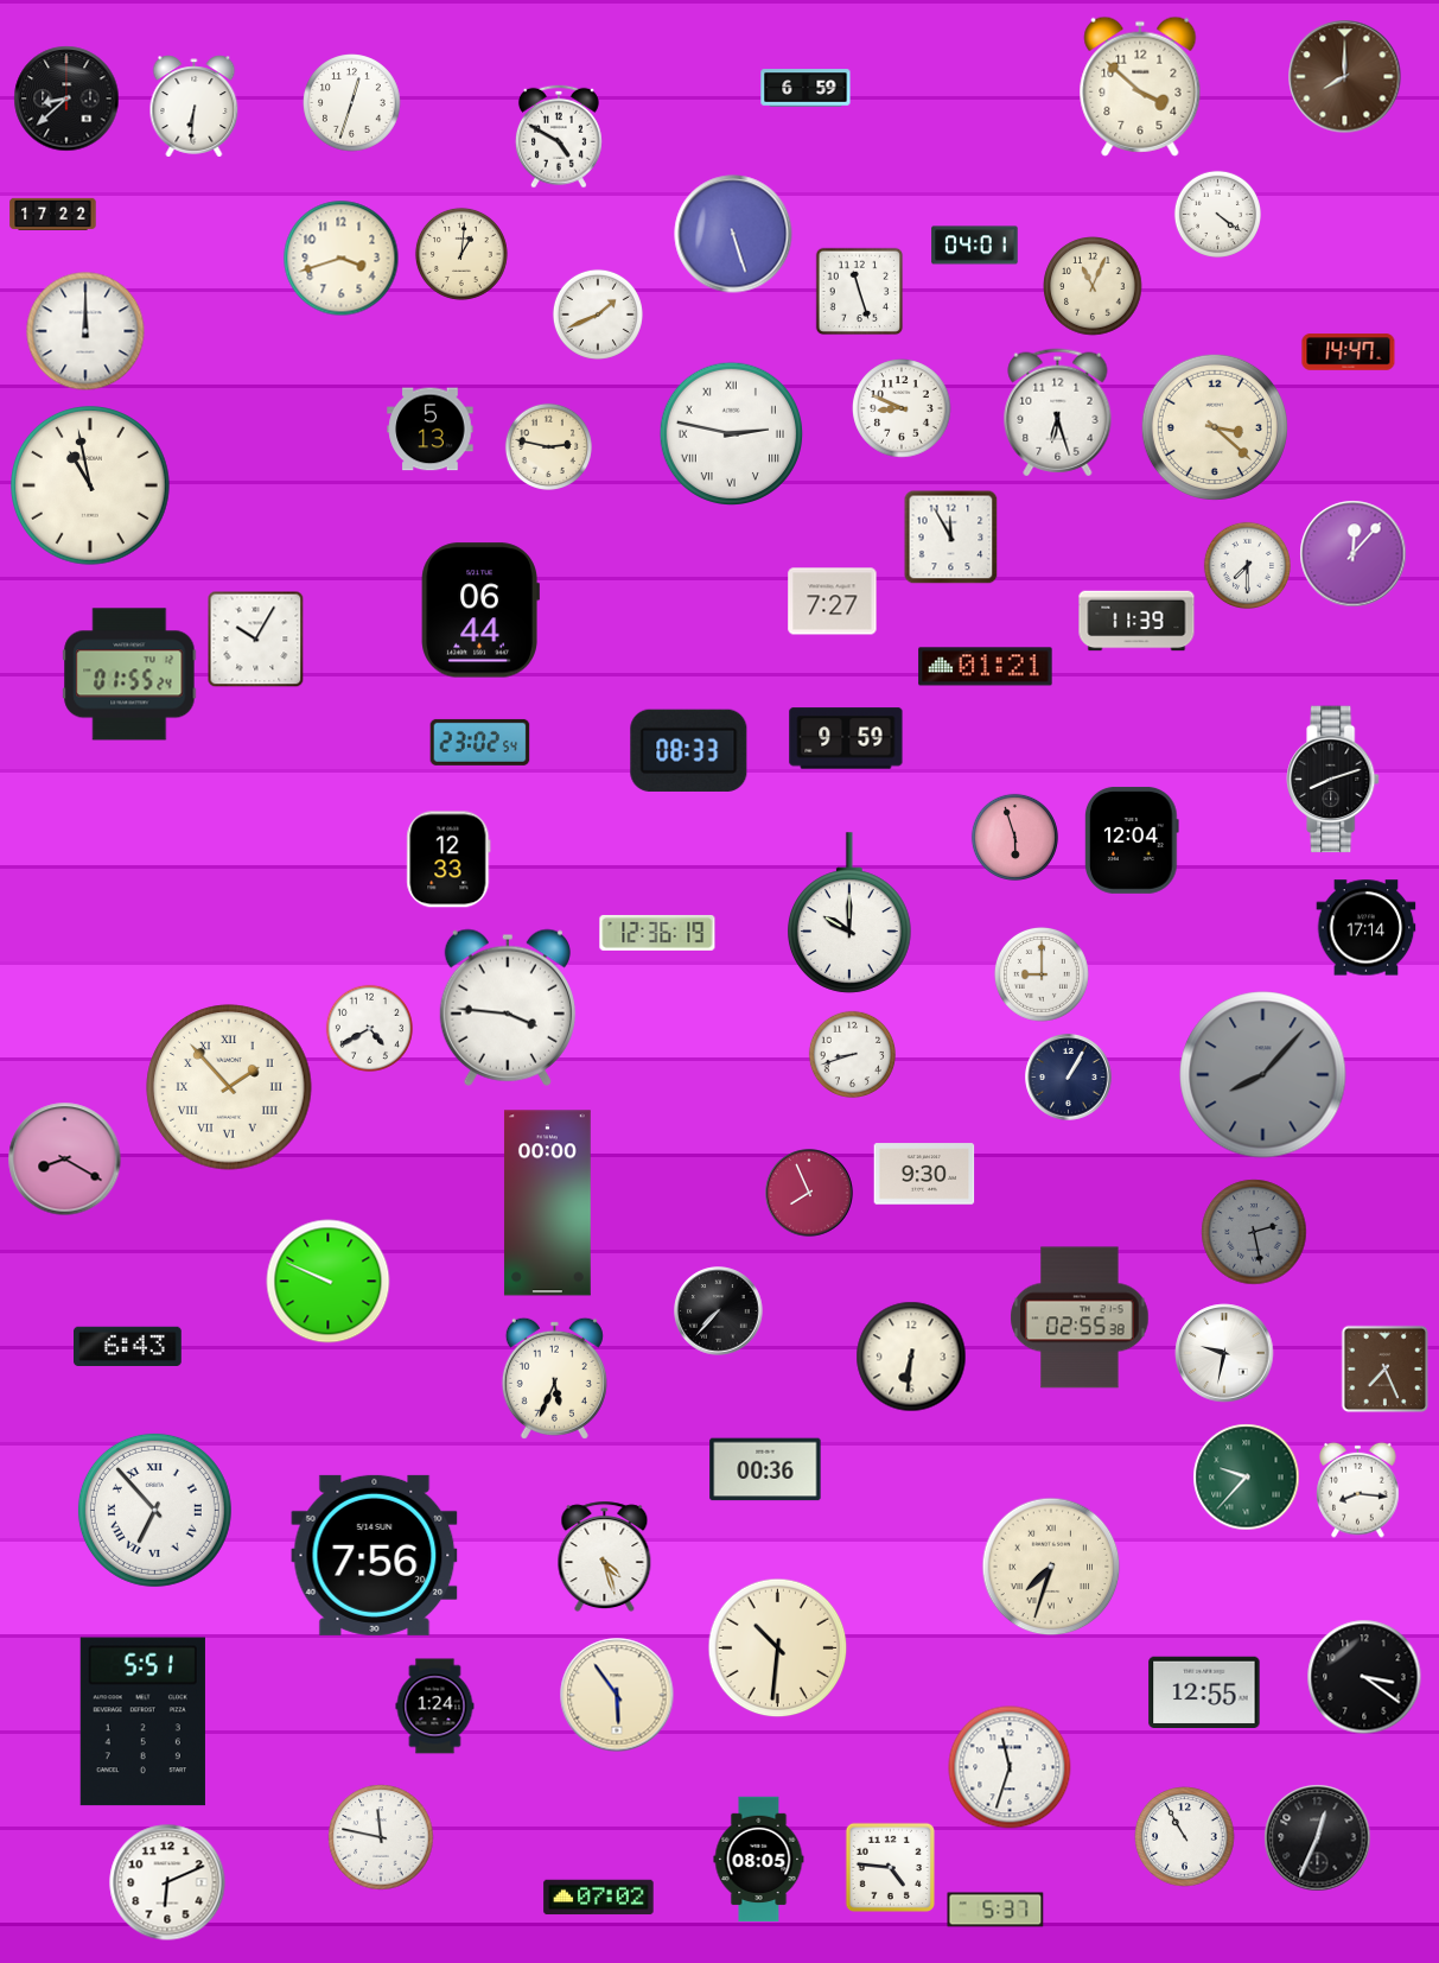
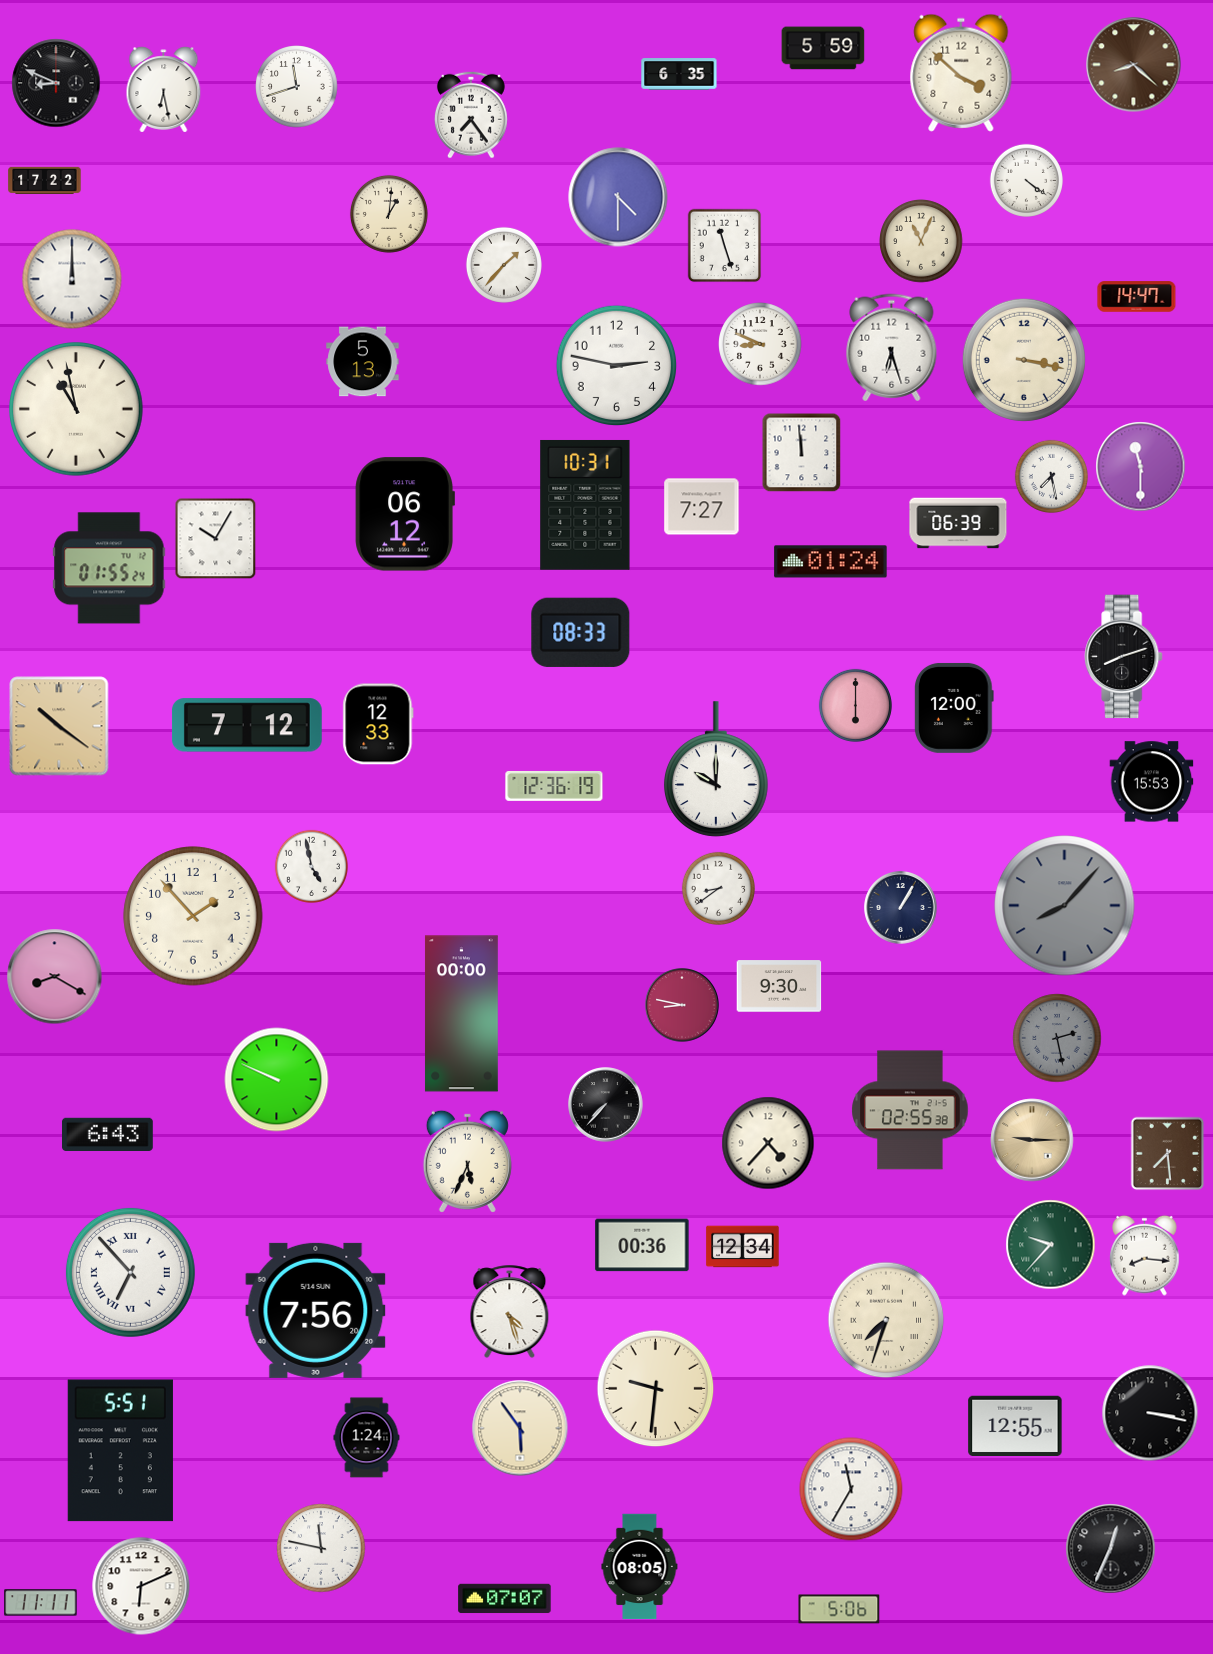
clock at (823, 48): none -> 5:59
clock at (1345, 77): 8:00 -> 8:22
clock at (806, 88): 6:59 -> 6:35
clock at (66, 99): 8:38 -> 8:49
clock at (352, 103): 12:33 -> 11:42
clock at (195, 107): 6:31 -> 6:28
clock at (559, 136): 4:50 -> 7:24
clock at (733, 234): 5:27 -> 4:30
clock at (975, 246): 04:01 -> none
clock at (342, 259): 3:42 -> none
clock at (598, 315): 1:41 -> 1:37
clock at (1215, 427): 3:22 -> 3:17
clock at (731, 433) numerals: Roman -> Arabic
clock at (548, 446): 2:47 -> none
clock at (951, 538): 11:55 -> 11:59
clock at (1354, 554): 12:07 -> 11:30
clock at (1247, 565): 7:30 -> 7:28
clock at (585, 505): none -> 10:31
clock at (480, 610): 06:44 -> 06:12
clock at (1136, 621): 11:39 -> 06:39
clock at (986, 667): 01:21 -> 01:24
clock at (846, 738): 9:59 -> none
clock at (480, 742): 23:02 -> none
clock at (1014, 837): 5:57 -> 6:00
clock at (1132, 840): 12:04 -> 12:00
clock at (247, 725): none -> 7:12
clock at (59, 726): none -> 10:21
clock at (1367, 928): 17:14 -> 15:53
clock at (1042, 974): 9:00 -> none
clock at (508, 1008): 3:46 -> none
clock at (369, 1028): 4:40 -> 4:58
clock at (852, 1054): 8:42 -> 8:39
clock at (229, 1087) numerals: Roman -> Arabic
clock at (924, 1174) position: (924, 1174) -> (779, 986)
clock at (809, 1193): 7:56 -> 8:47
clock at (1224, 1353): 9:32 -> 9:15
clock at (1224, 1353) dial: white -> champagne
clock at (911, 1357): 6:31 -> 4:37
clock at (1386, 1370): 7:26 -> 7:29
clock at (765, 1469) position: (765, 1469) -> (642, 1245)
clock at (743, 1247): none -> 12:34
clock at (778, 1648): 10:31 -> 9:31
clock at (1364, 1677): 3:21 -> 3:17
clock at (1010, 1767): 11:33 -> 11:35
clock at (1185, 1837): 10:55 -> none
clock at (890, 1867): 4:46 -> none
clock at (599, 1898): 07:02 -> 07:07
clock at (41, 1603): none -> 11:11
clock at (995, 1910): 5:37 -> 5:06
